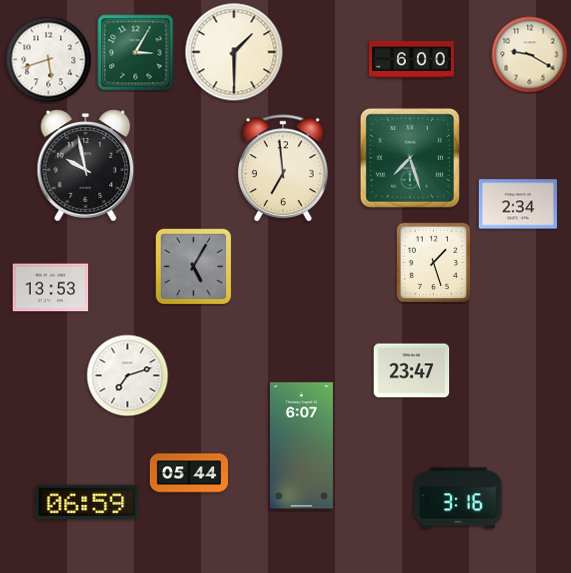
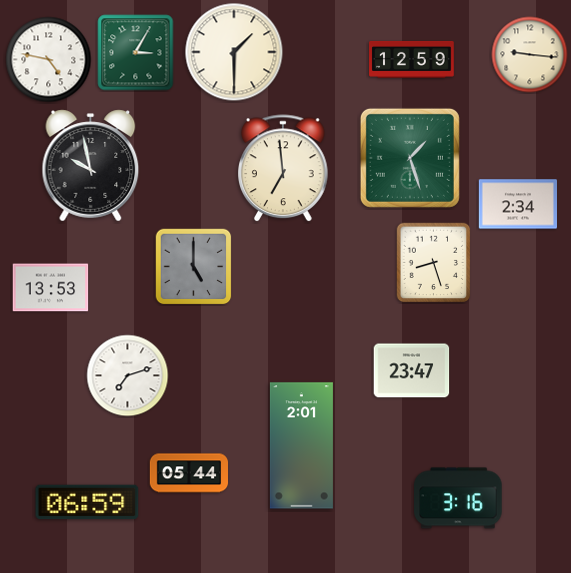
clock at (530, 55): 9:20 -> 9:16
clock at (412, 59): 6:00 -> 12:59
clock at (49, 60): 5:42 -> 4:47
clock at (410, 158): 7:27 -> 1:27
clock at (86, 166) position: (86, 166) -> (91, 166)
clock at (434, 263): 1:27 -> 8:27
clock at (193, 266): 5:05 -> 5:00
clock at (301, 446): 6:07 -> 2:01
